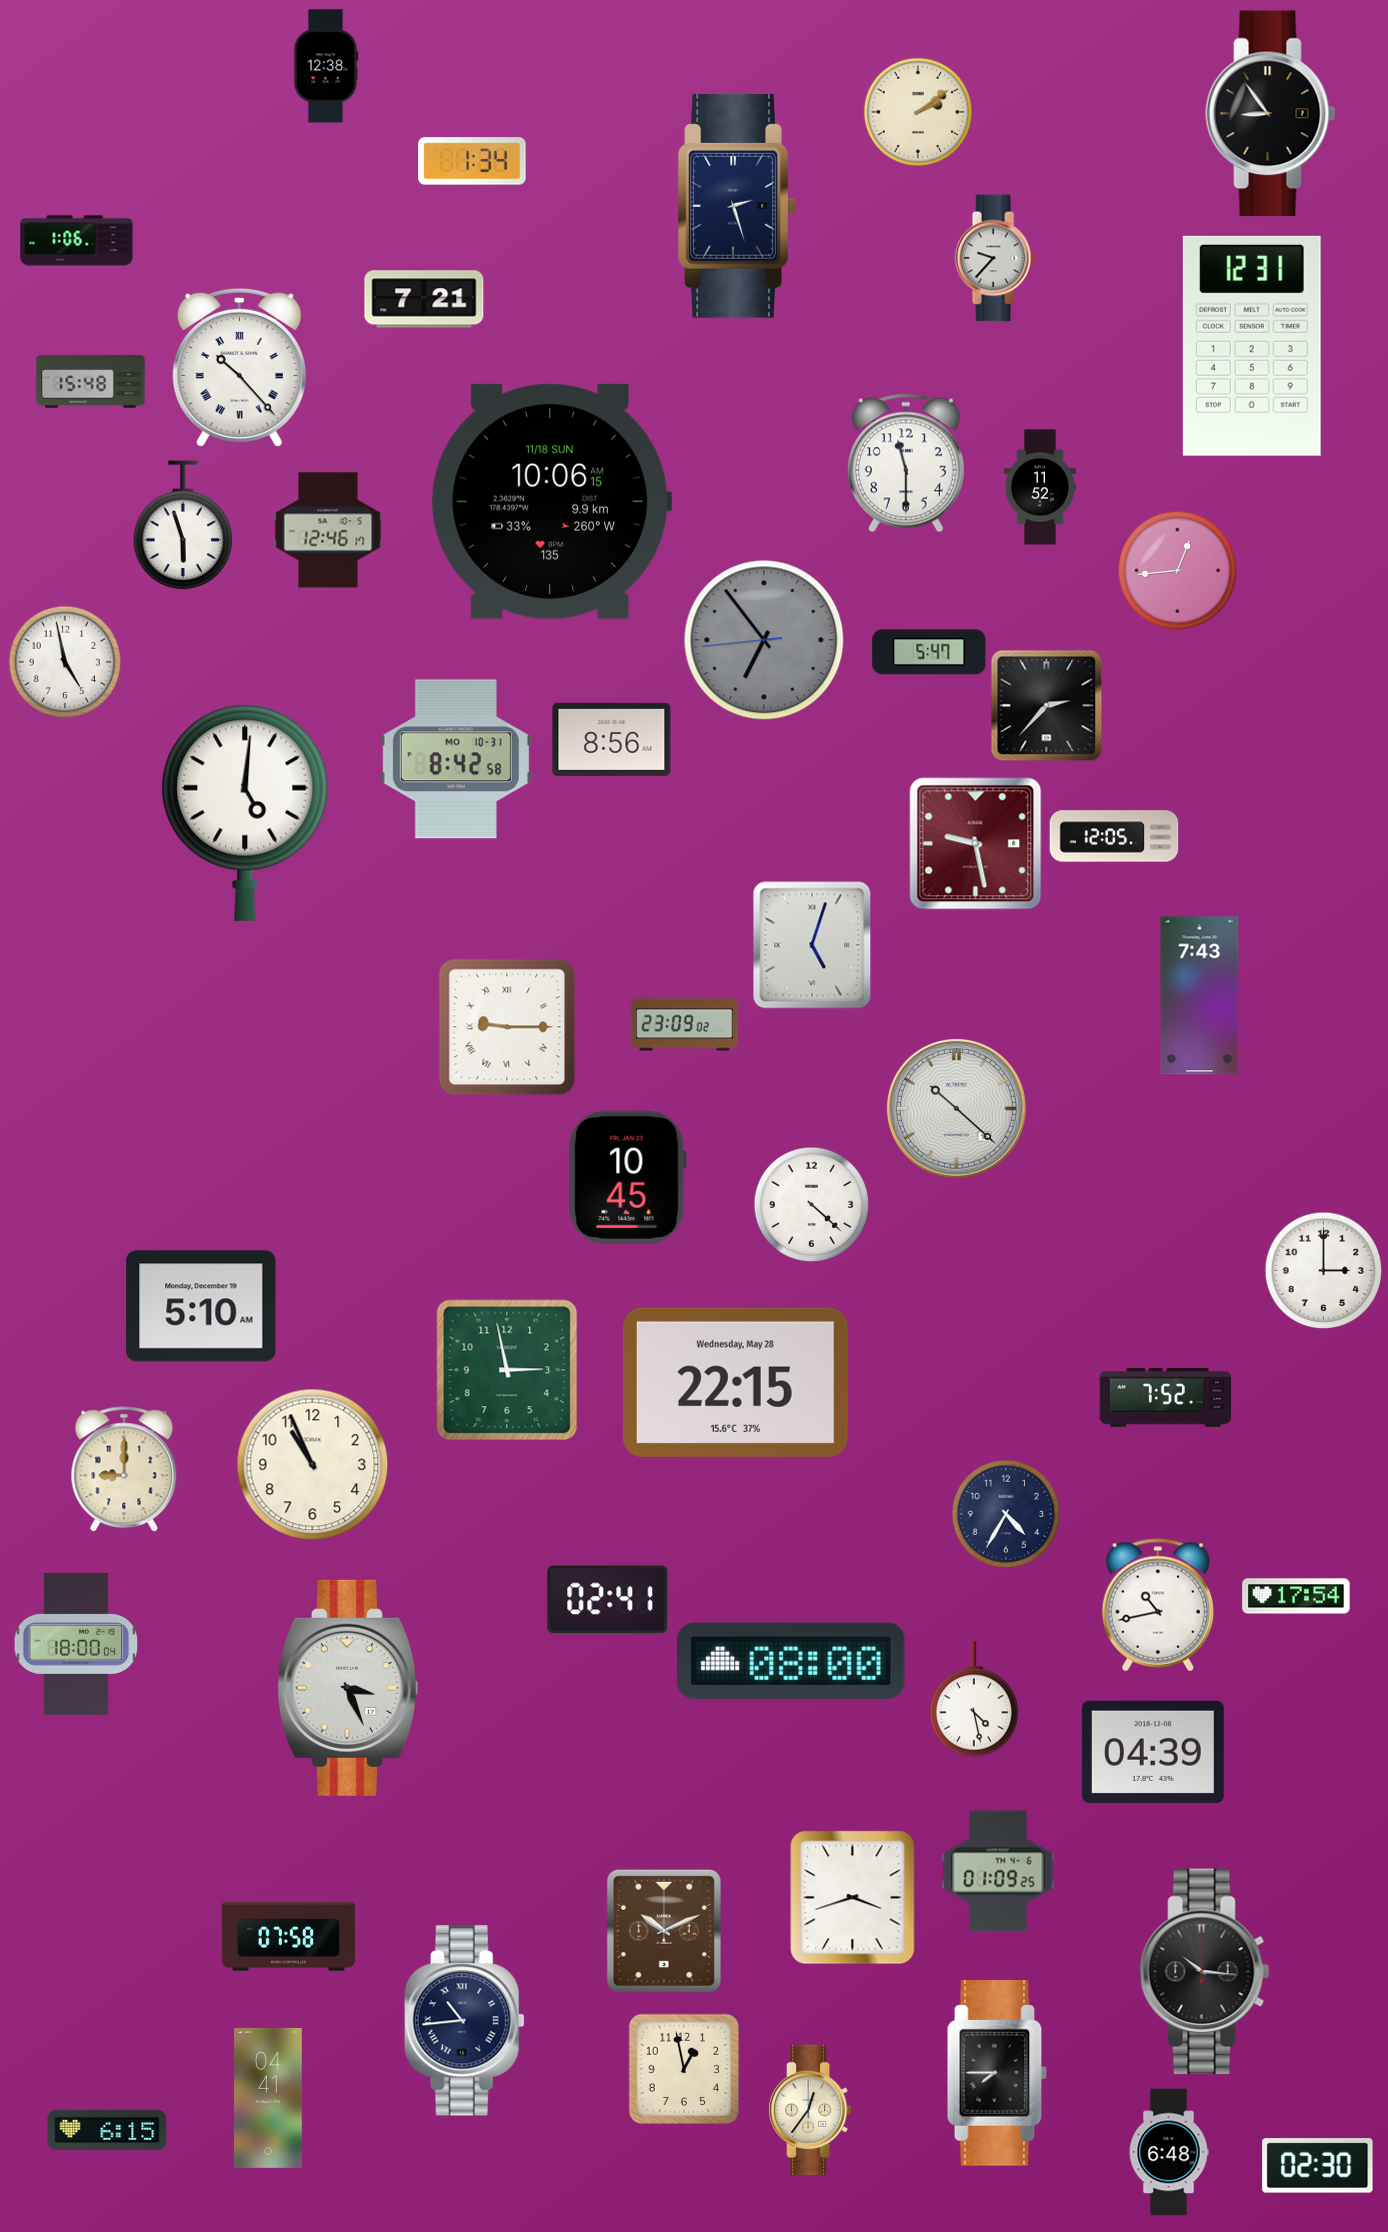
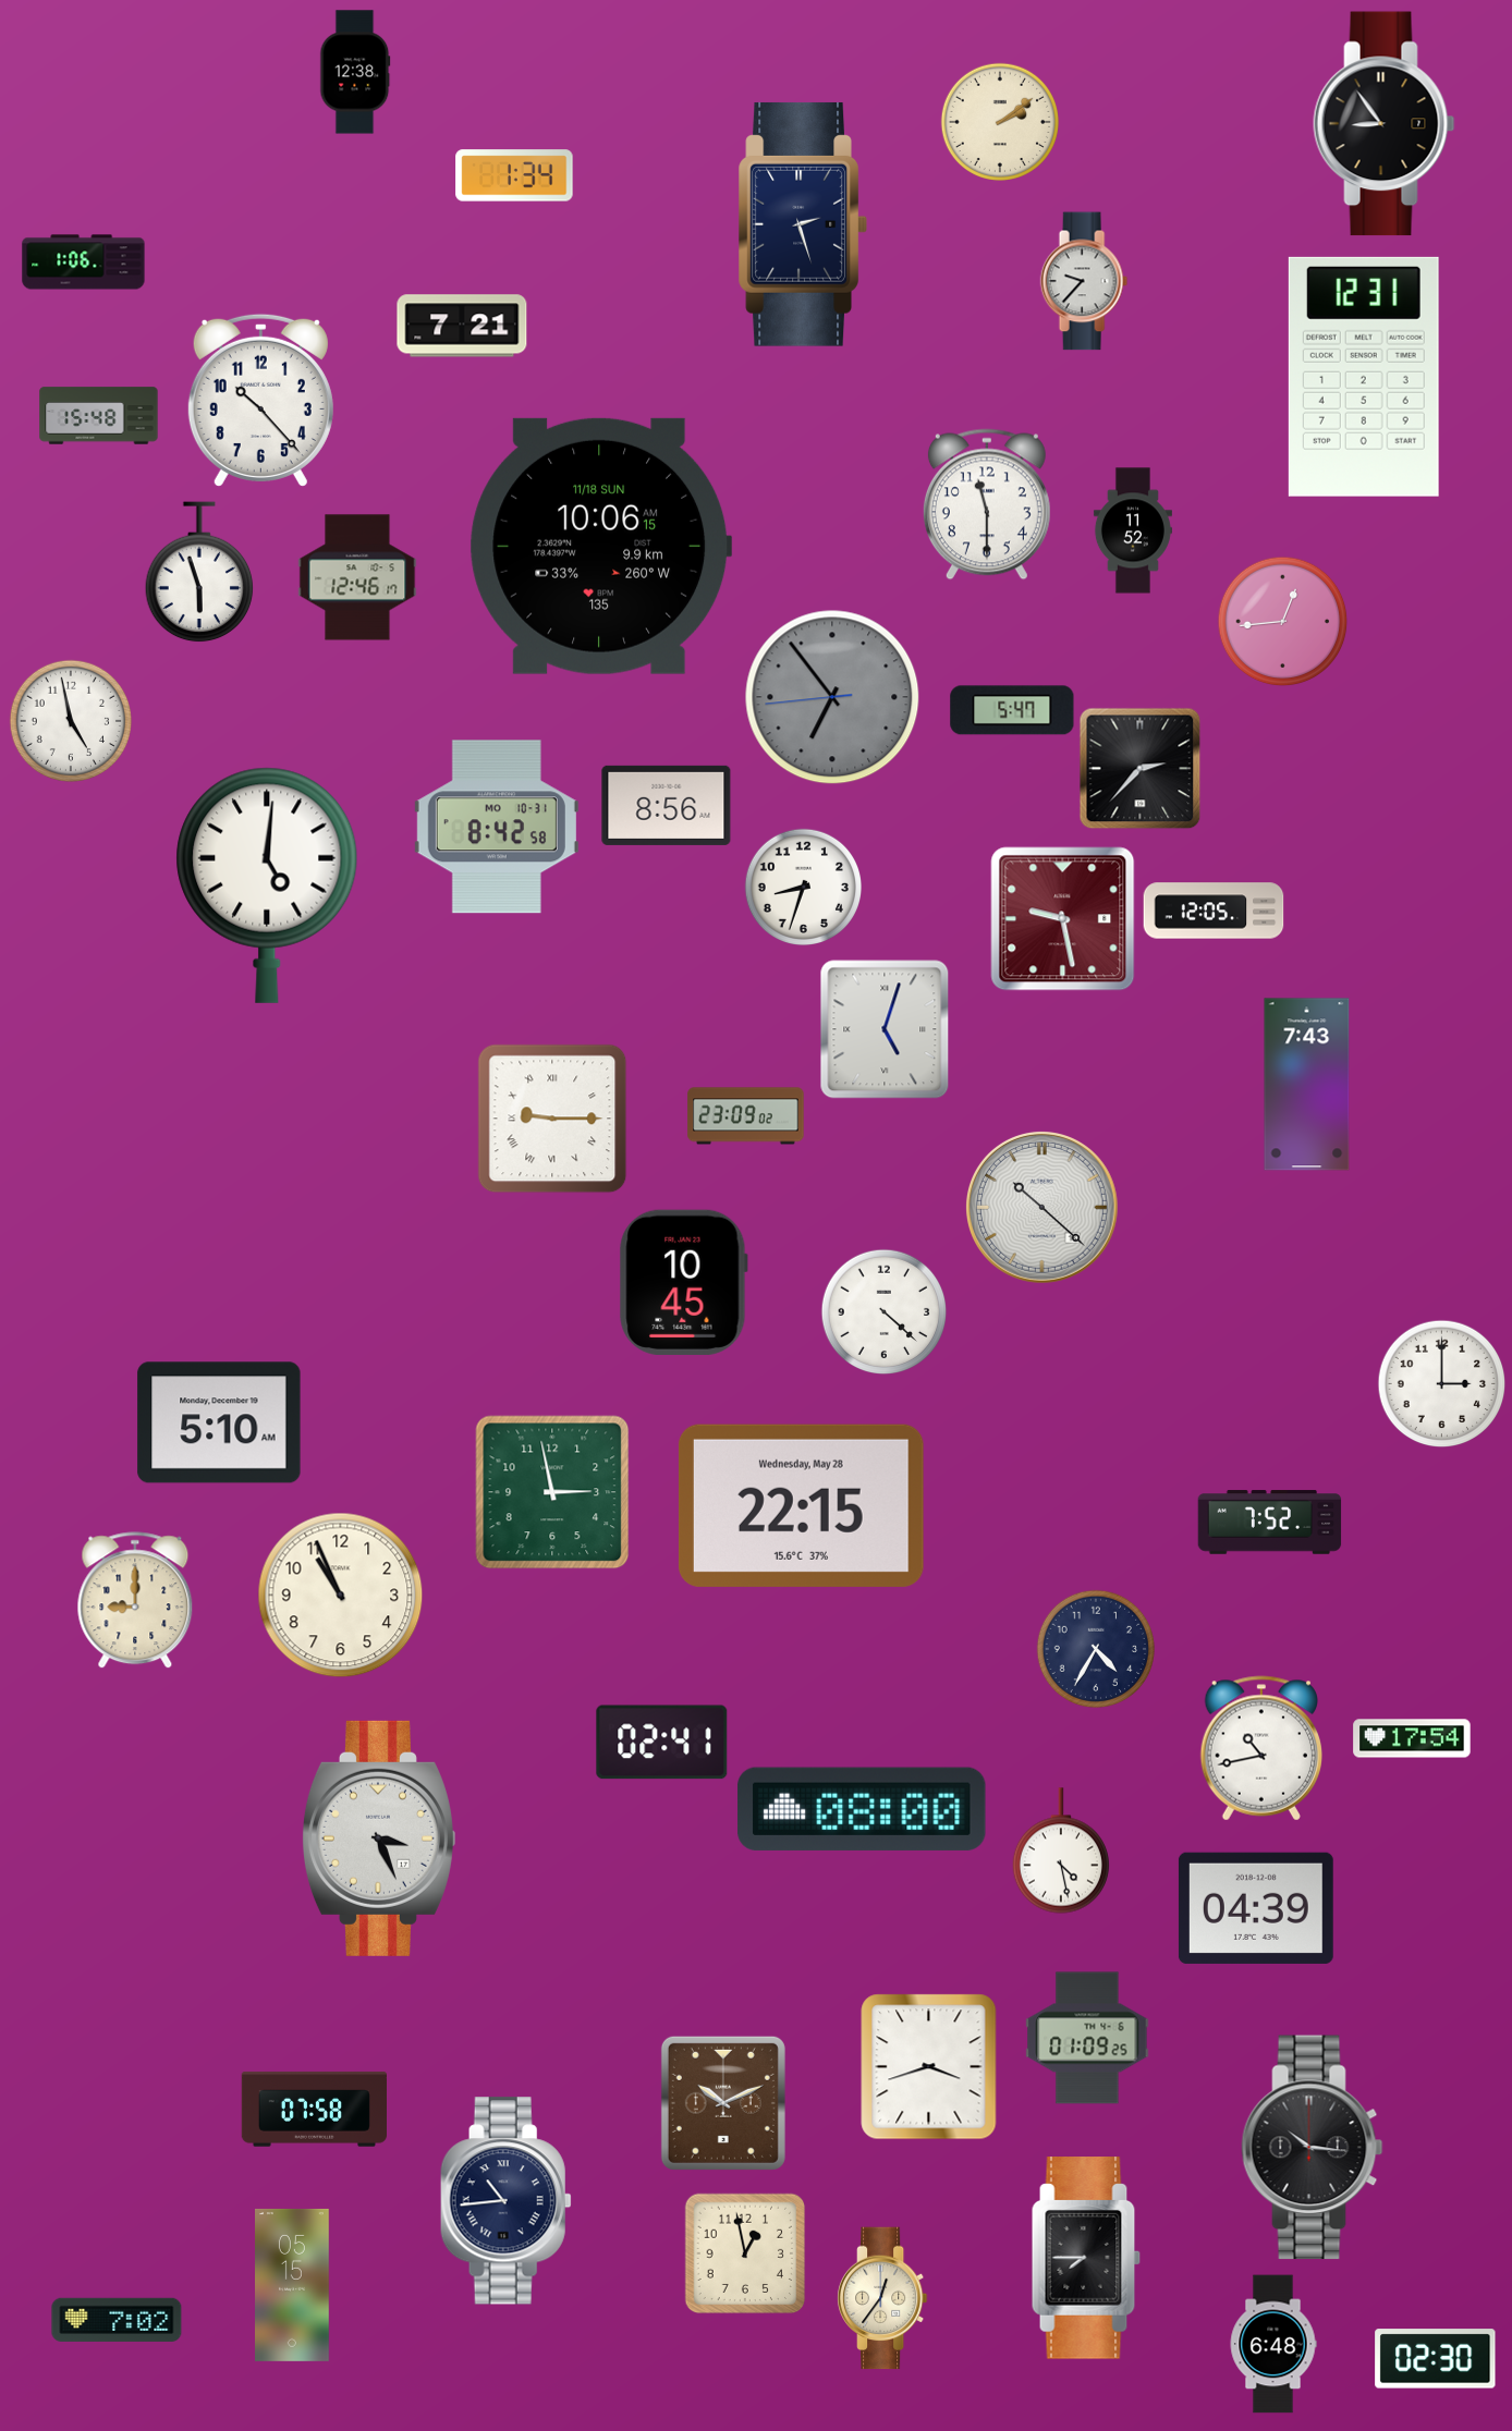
clock at (239, 367) numerals: Roman -> Arabic
clock at (803, 887): none -> 8:33
clock at (76, 1644): 18:00 -> none
clock at (269, 2098): 04:41 -> 05:15
clock at (107, 2130): 6:15 -> 7:02
